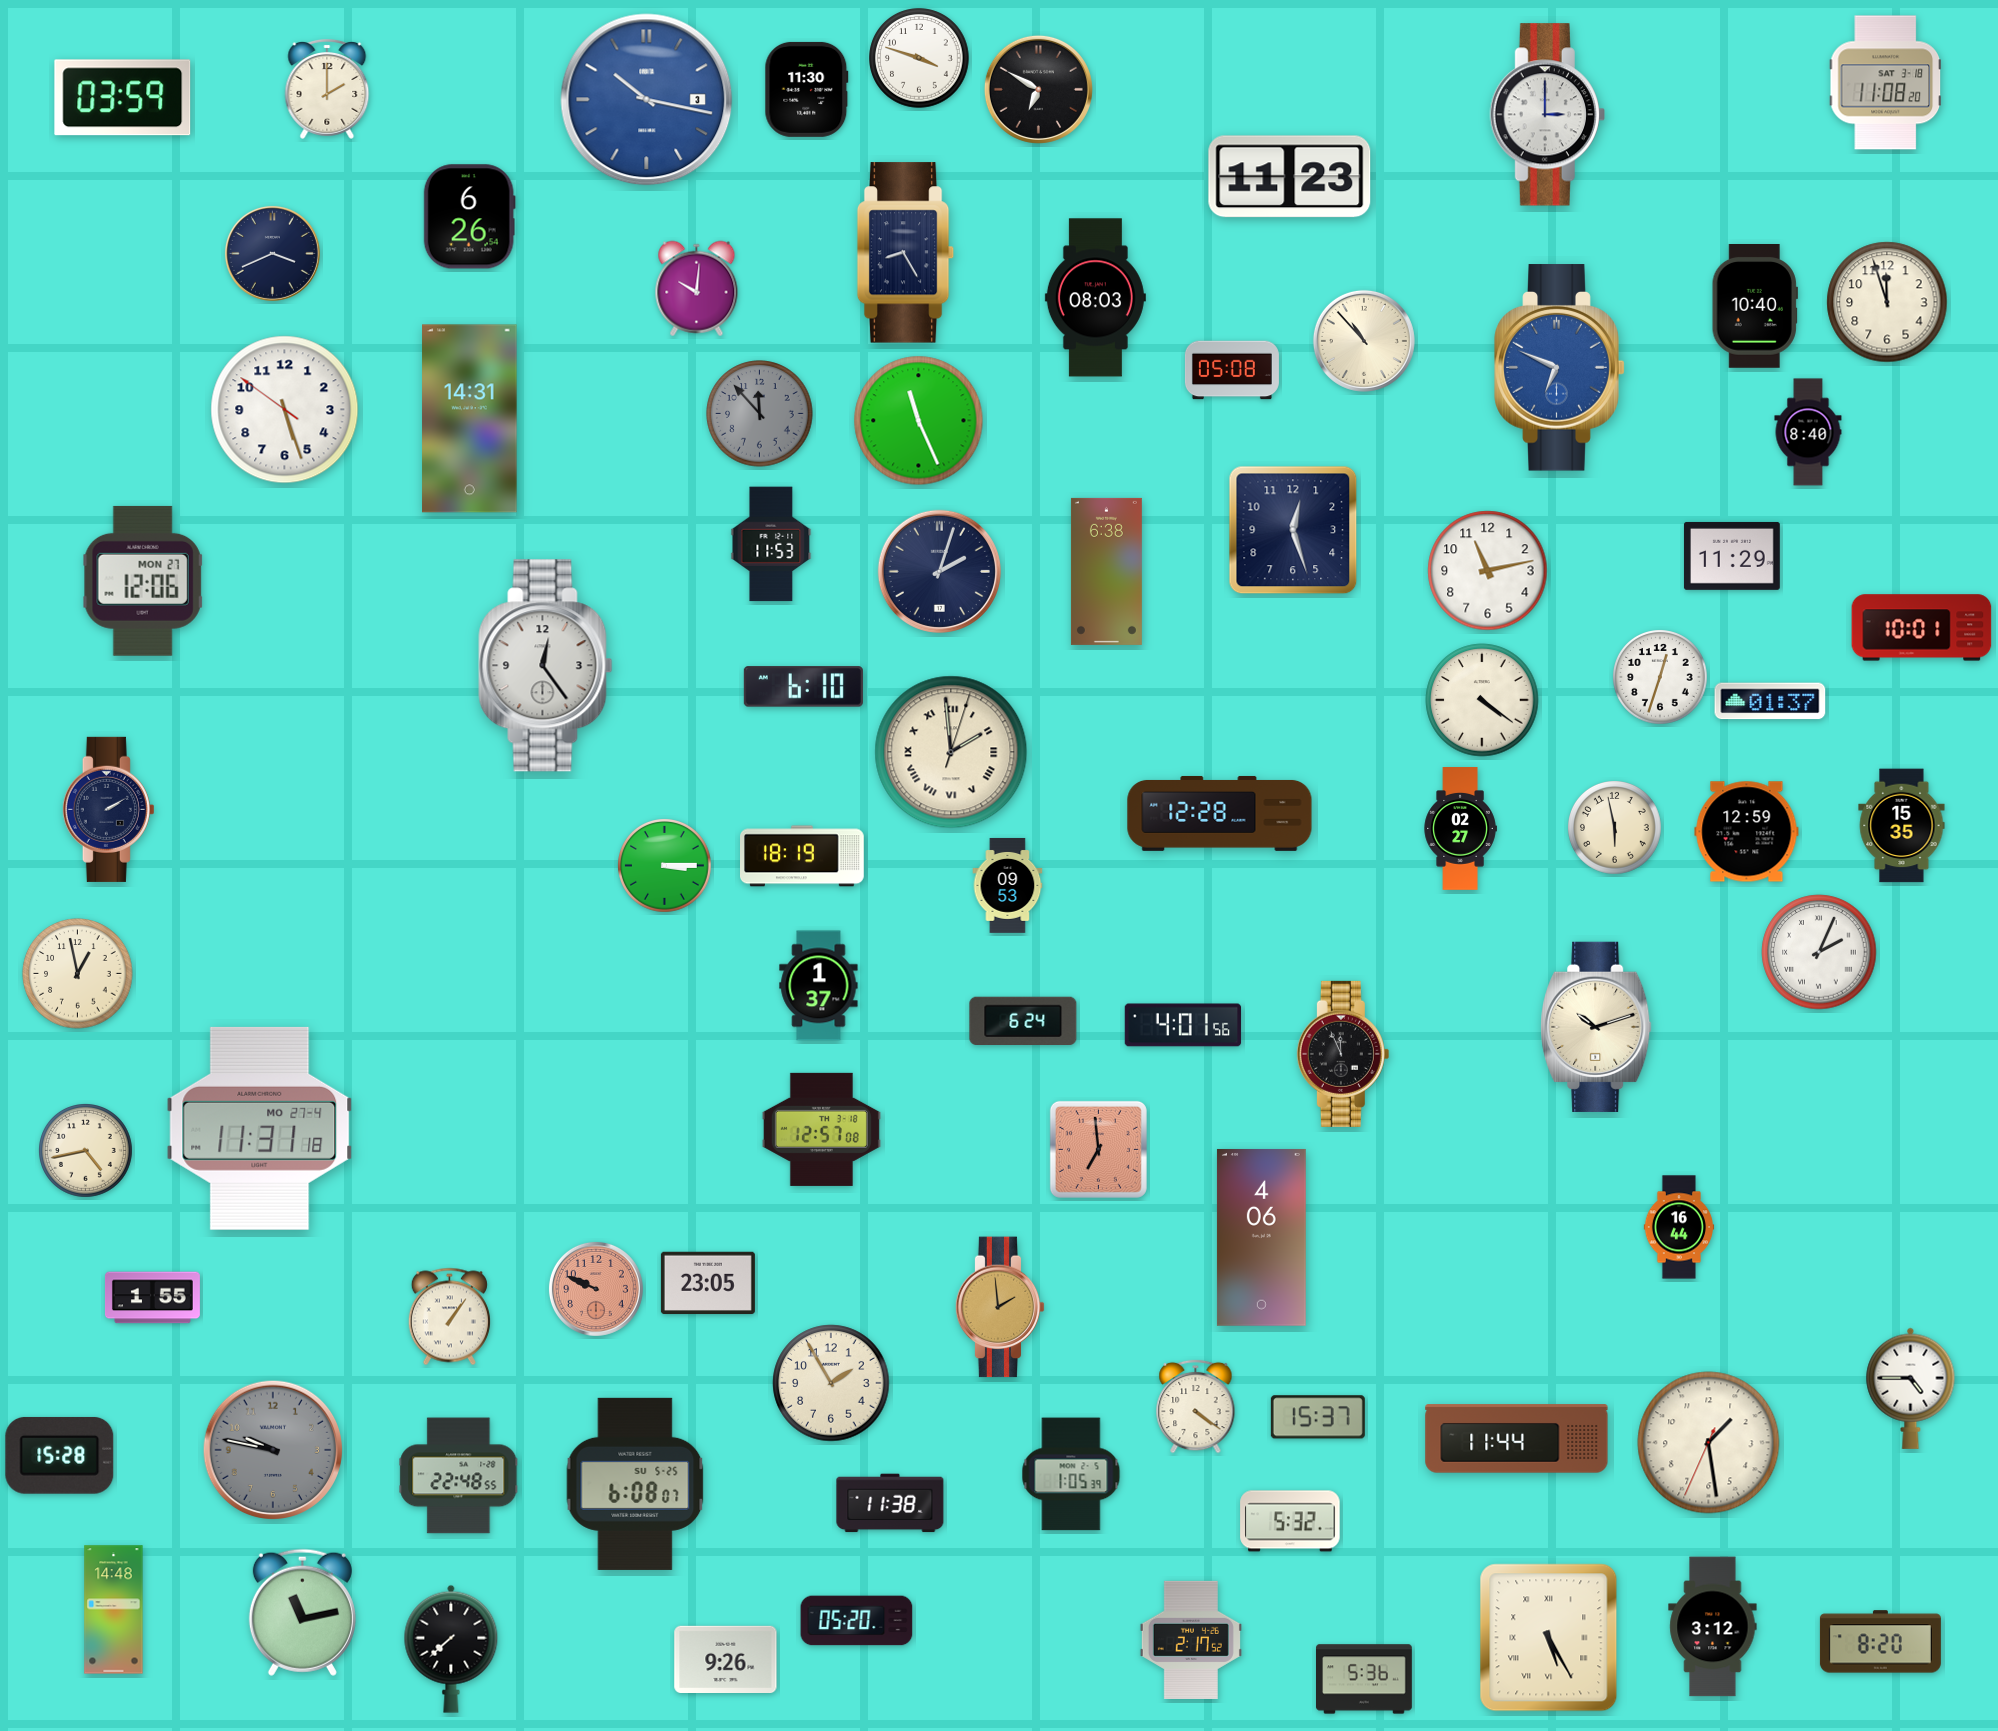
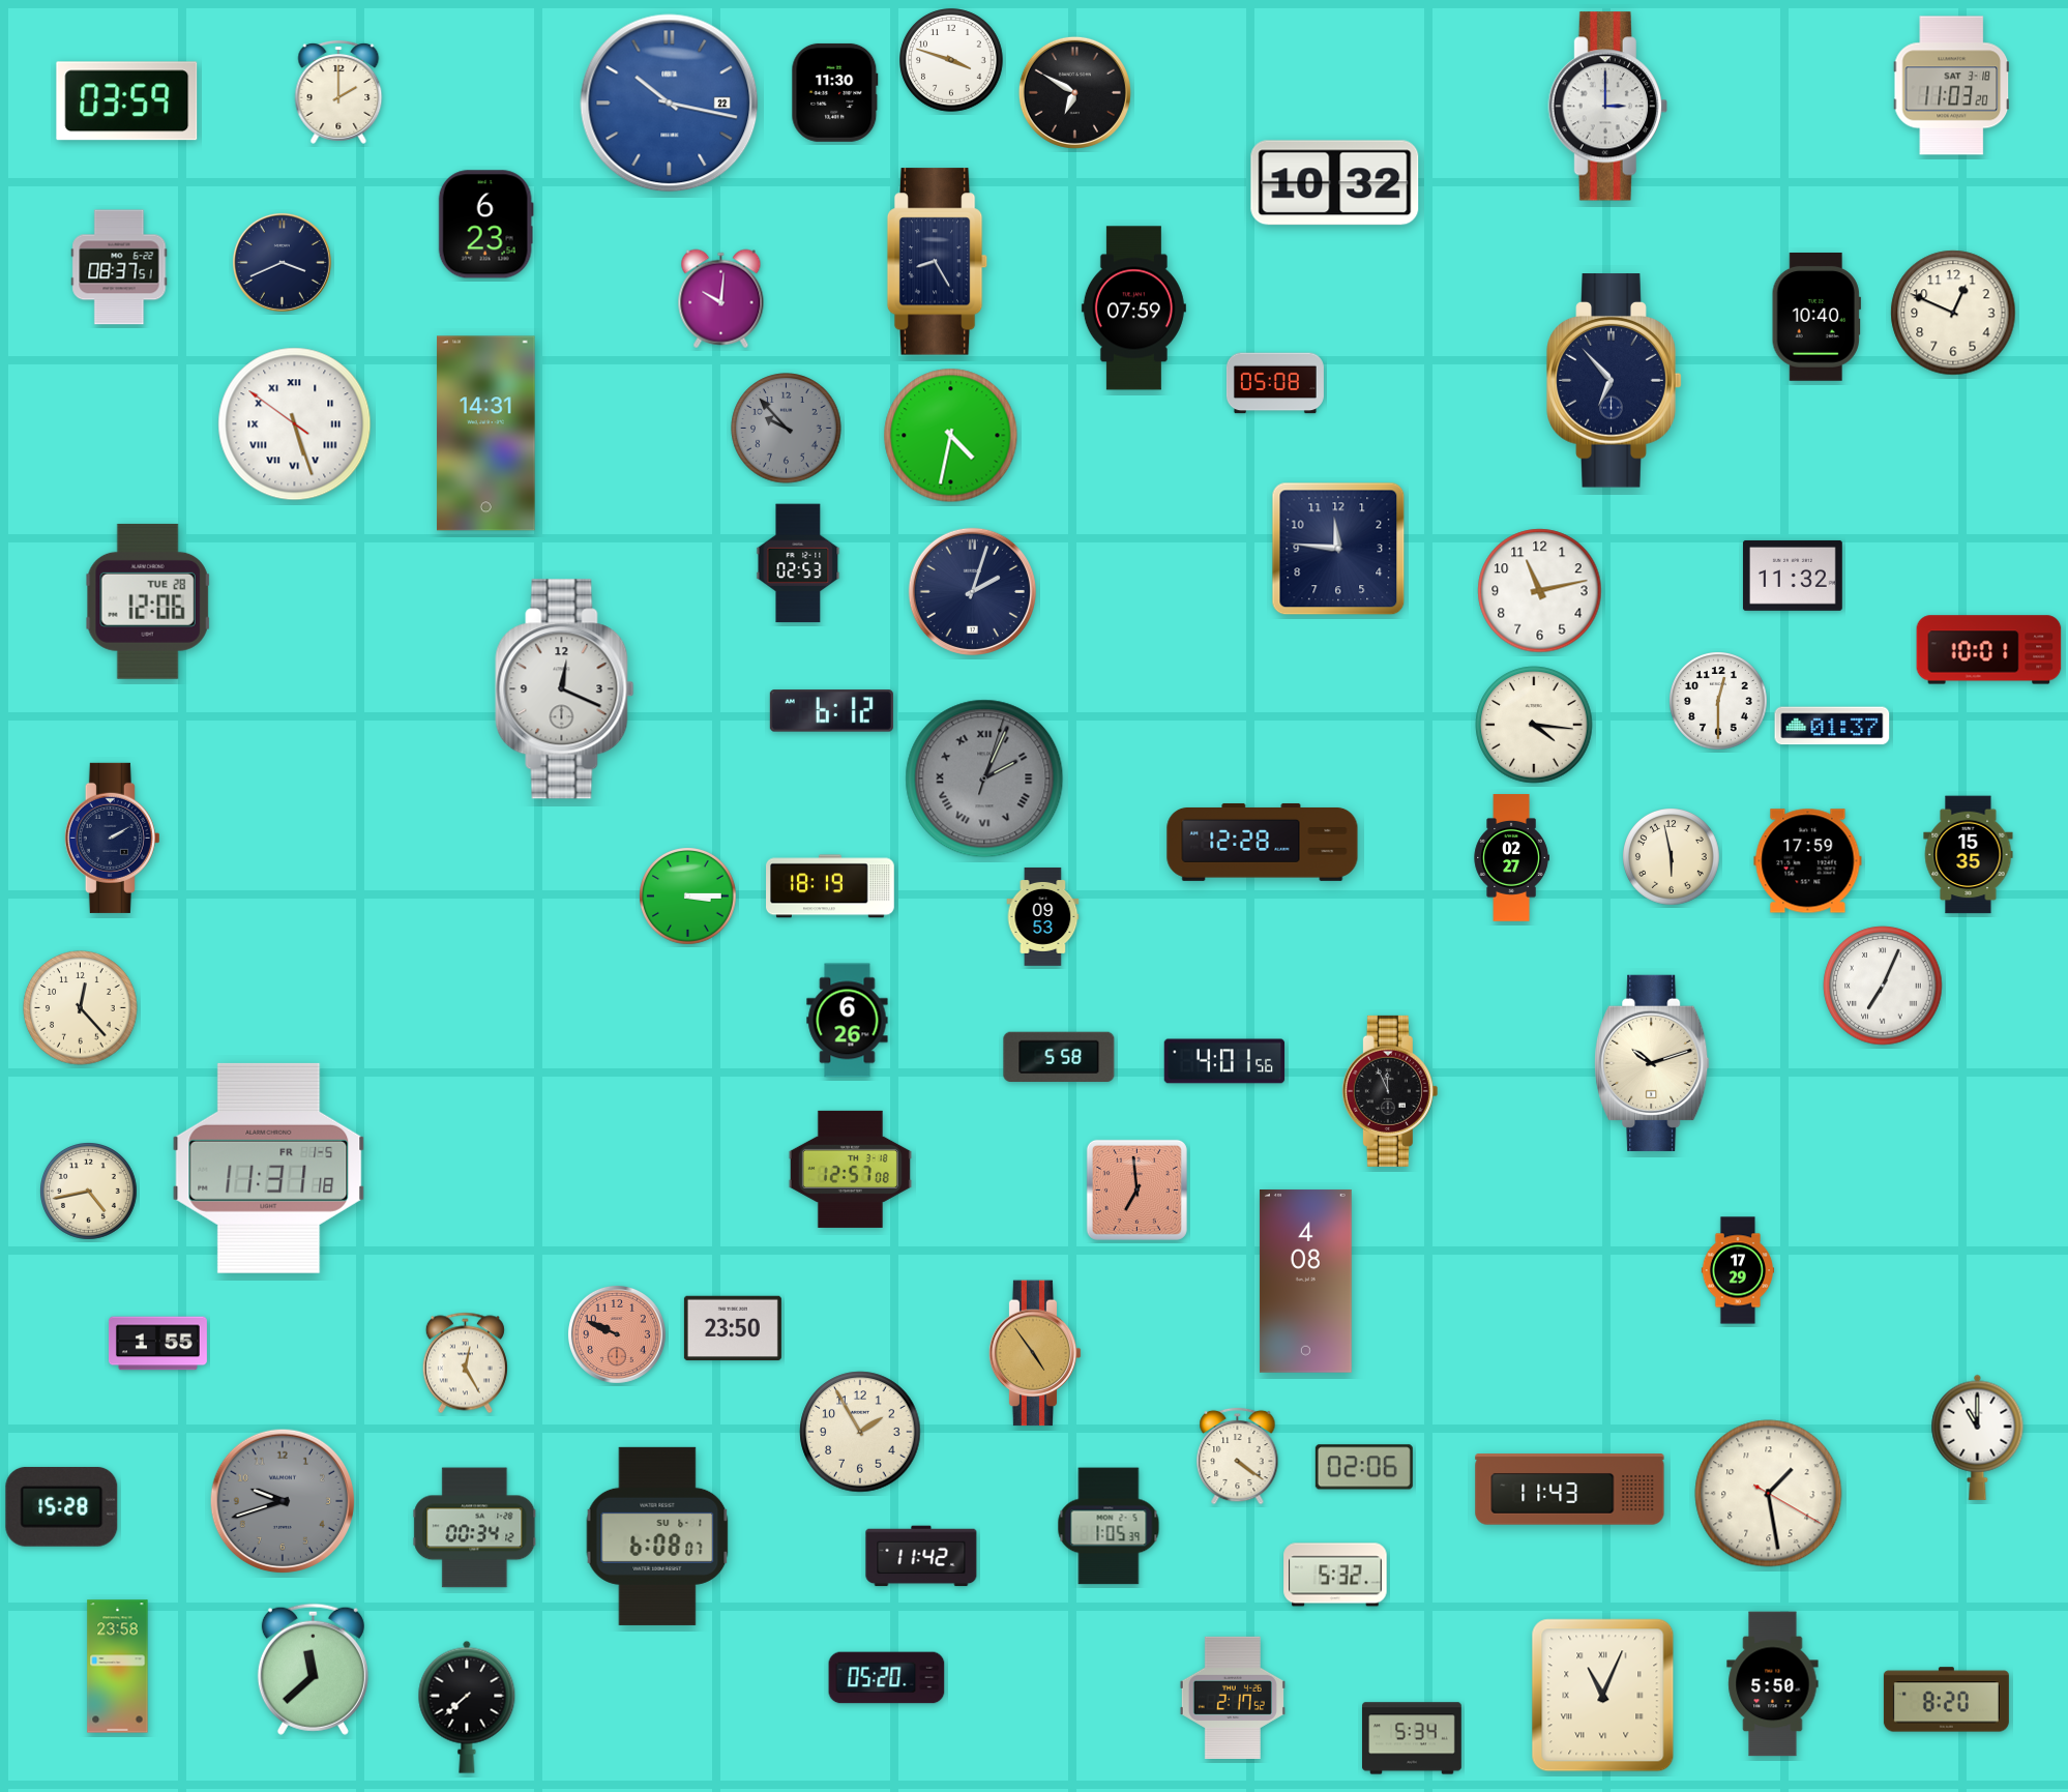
clock at (1885, 83): 11:08 -> 11:03
clock at (647, 100) date: 3 -> 22
clock at (1547, 115) position: (1547, 115) -> (1607, 107)
clock at (1290, 177): 11:23 -> 10:32
clock at (469, 217): 6:26 -> 6:23
clock at (119, 267): none -> 08:37
clock at (1095, 298): 08:03 -> 07:59
clock at (1887, 302): 11:57 -> 12:49
clock at (1364, 341): 10:53 -> none
clock at (1560, 368): 6:49 -> 6:53
clock at (1560, 368) dial: blue -> navy
clock at (285, 410) numerals: Arabic -> Roman
clock at (760, 414): 11:53 -> 9:53
clock at (919, 421): 11:26 -> 4:32
clock at (1808, 432): 8:40 -> none
clock at (1293, 530): 12:27 -> 11:46
clock at (771, 544): 11:53 -> 02:53
clock at (1732, 556): 11:29 -> 11:32
clock at (1106, 571): 6:38 -> none
clock at (143, 581) date: MON 27 -> TUE 28
clock at (546, 666): 12:24 -> 12:19
clock at (1661, 678): 12:33 -> 12:30
clock at (803, 687): 6:10 -> 6:12
clock at (1482, 700): 4:21 -> 4:16
clock at (951, 752): 1:59 -> 2:04
clock at (951, 752) dial: cream -> grey
clock at (1747, 832): 12:59 -> 17:59
clock at (1819, 952): 2:04 -> 7:04
clock at (78, 974): 12:58 -> 12:23
clock at (819, 986): 1:37 -> 6:26
clock at (1023, 1020): 6:24 -> 5:58
clock at (260, 1128) date: MO 27-4 -> FR 1-5
clock at (1679, 1227): 16:44 -> 17:29
clock at (1261, 1237): 4:06 -> 4:08
clock at (708, 1283): 23:05 -> 23:50
clock at (1000, 1307): 1:59 -> 4:54
clock at (449, 1317): 1:06 -> 12:25
clock at (1911, 1388): 4:45 -> 11:00
clock at (1318, 1417): 15:37 -> 02:06
clock at (1517, 1439): 11:44 -> 11:43
clock at (1709, 1443): 1:28:34 -> 1:28:20
clock at (273, 1450): 9:47 -> 9:42
clock at (459, 1476): 22:48 -> 00:34
clock at (635, 1484) date: SU 5-25 -> SU 6-1
clock at (890, 1503): 11:38 -> 11:42
clock at (114, 1610): 14:48 -> 23:58
clock at (302, 1612): 11:13 -> 11:38
clock at (1713, 1627): 3:12 -> 5:50
clock at (1549, 1638): 5:25 -> 11:04
clock at (726, 1659): 9:26 -> none
clock at (1365, 1679): 5:36 -> 5:34
